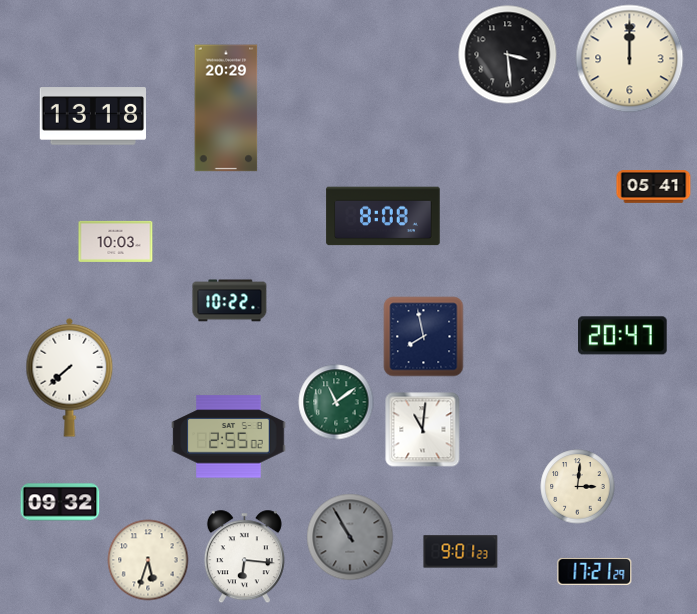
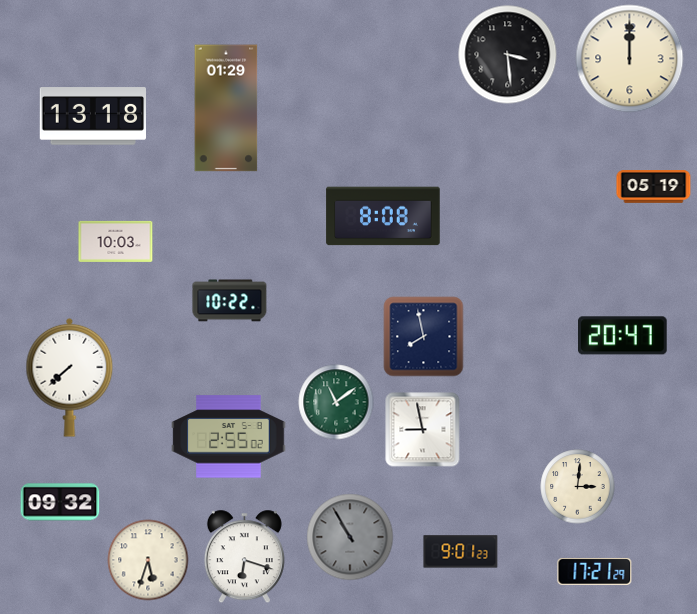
clock at (226, 108): 20:29 -> 01:29
clock at (654, 187): 05:41 -> 05:19
clock at (423, 430): 11:01 -> 8:58
clock at (244, 557): 6:16 -> 6:18
